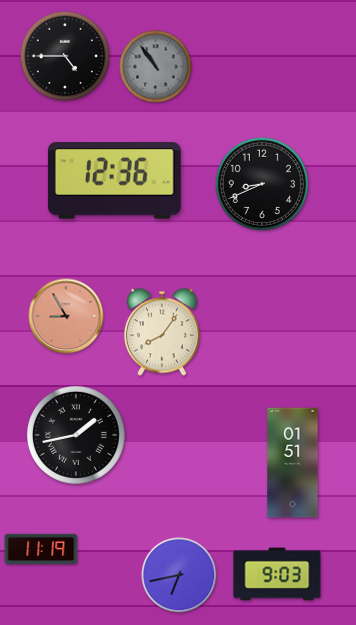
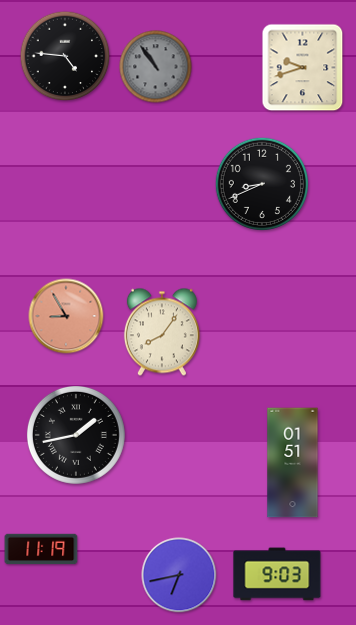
clock at (65, 56): 4:45 -> 4:46
clock at (303, 68): none -> 9:42
clock at (114, 181): 12:36 -> none
